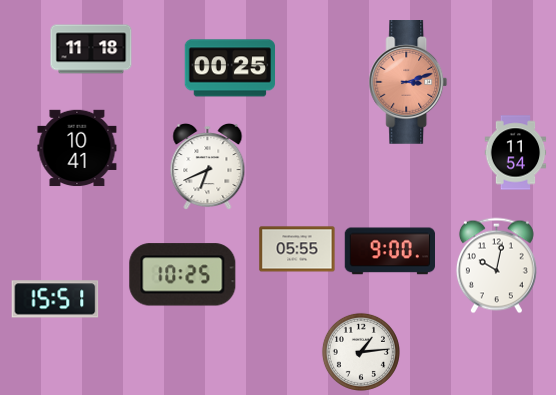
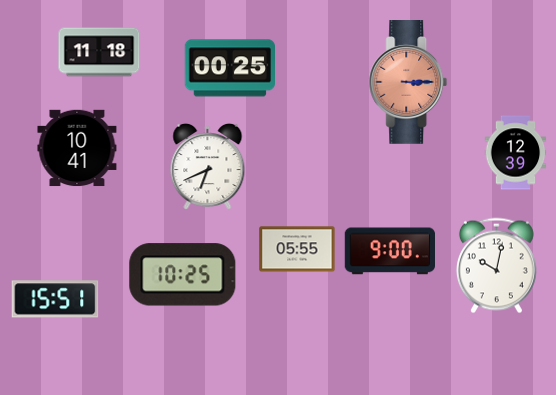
clock at (91, 49) position: (91, 49) -> (99, 52)
clock at (408, 83): 3:12 -> 3:15
clock at (516, 153): 11:54 -> 12:39
clock at (361, 352): 1:14 -> none
